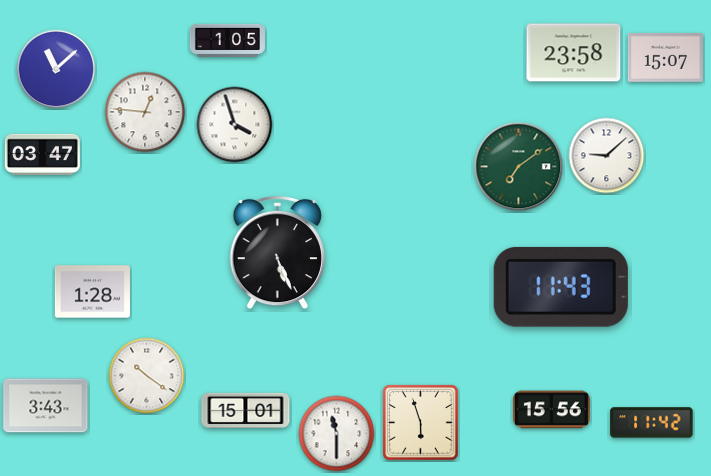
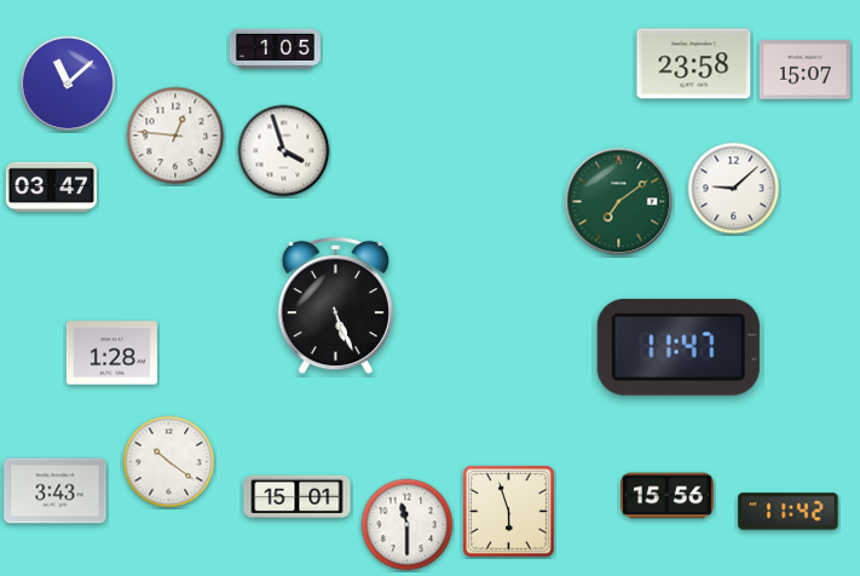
clock at (519, 167) position: (519, 167) -> (619, 202)
clock at (561, 287): 11:43 -> 11:47
clock at (147, 376) position: (147, 376) -> (169, 462)
